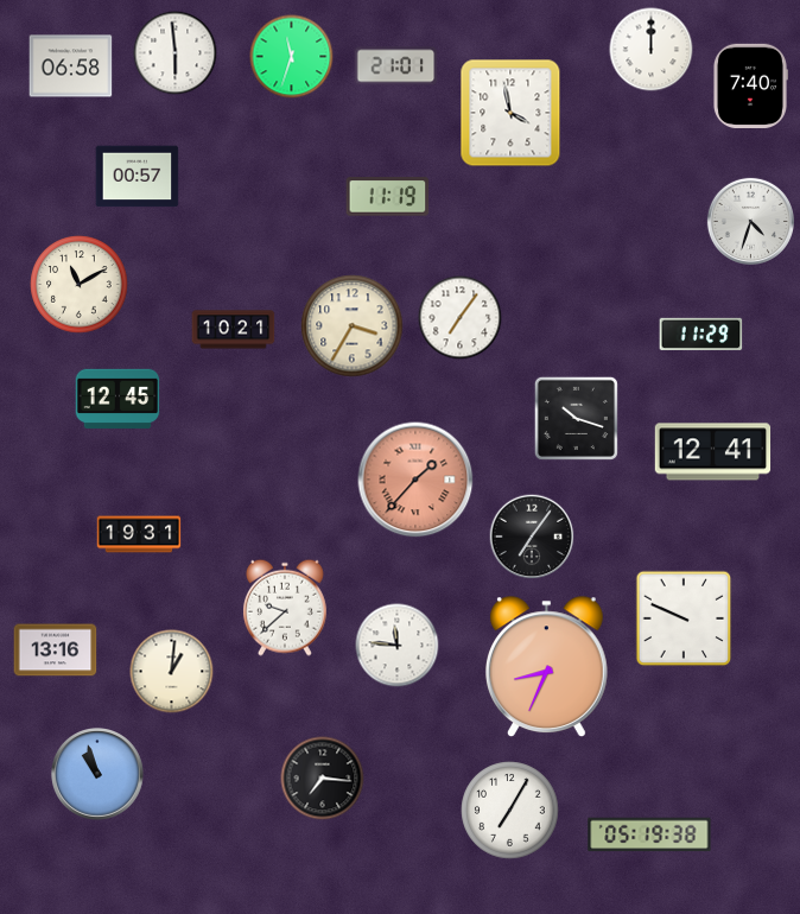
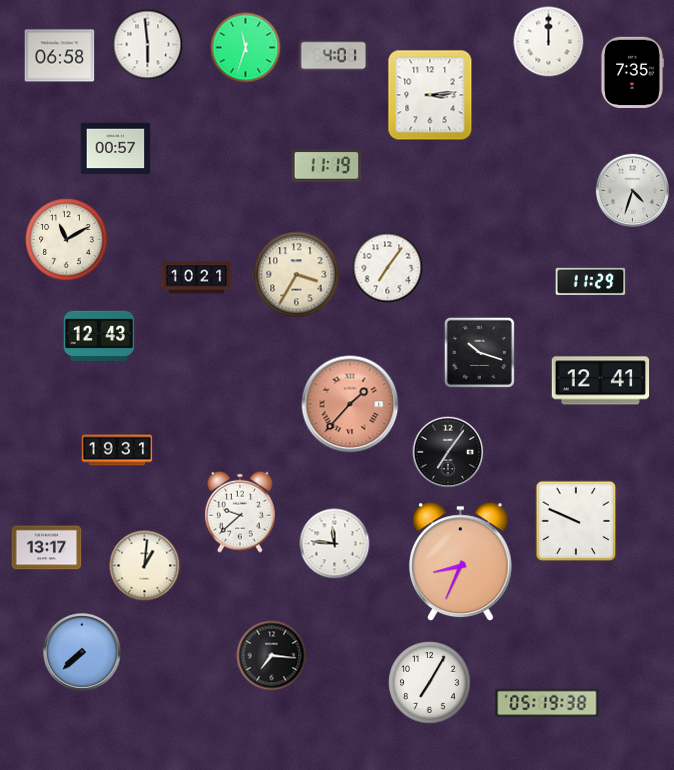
clock at (396, 66): 21:01 -> 4:01
clock at (750, 85): 7:40 -> 7:35
clock at (510, 113): 3:58 -> 3:14
clock at (750, 221) position: (750, 221) -> (632, 190)
clock at (118, 398): 12:45 -> 12:43
clock at (576, 418) position: (576, 418) -> (479, 352)
clock at (56, 650): 13:16 -> 13:17
clock at (99, 775): 10:57 -> 7:38
